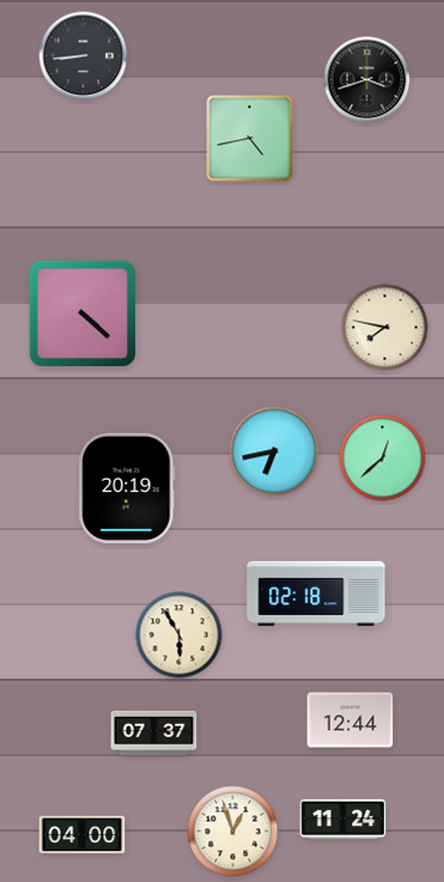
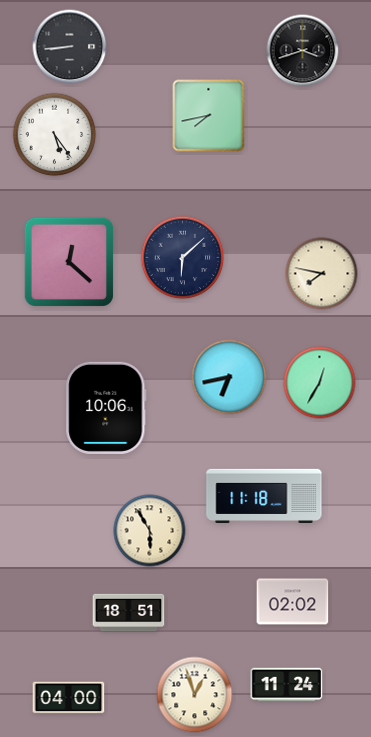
clock at (367, 80) position: (367, 80) -> (303, 51)
clock at (250, 139): 4:43 -> 7:43
clock at (55, 135): none -> 5:24
clock at (183, 258): none -> 6:08
clock at (81, 312): 4:22 -> 12:22
clock at (383, 458): 12:38 -> 12:35
clock at (127, 488): 20:19 -> 10:06
clock at (316, 592): 02:18 -> 11:18
clock at (351, 720): 12:44 -> 02:02
clock at (154, 734): 07:37 -> 18:51
